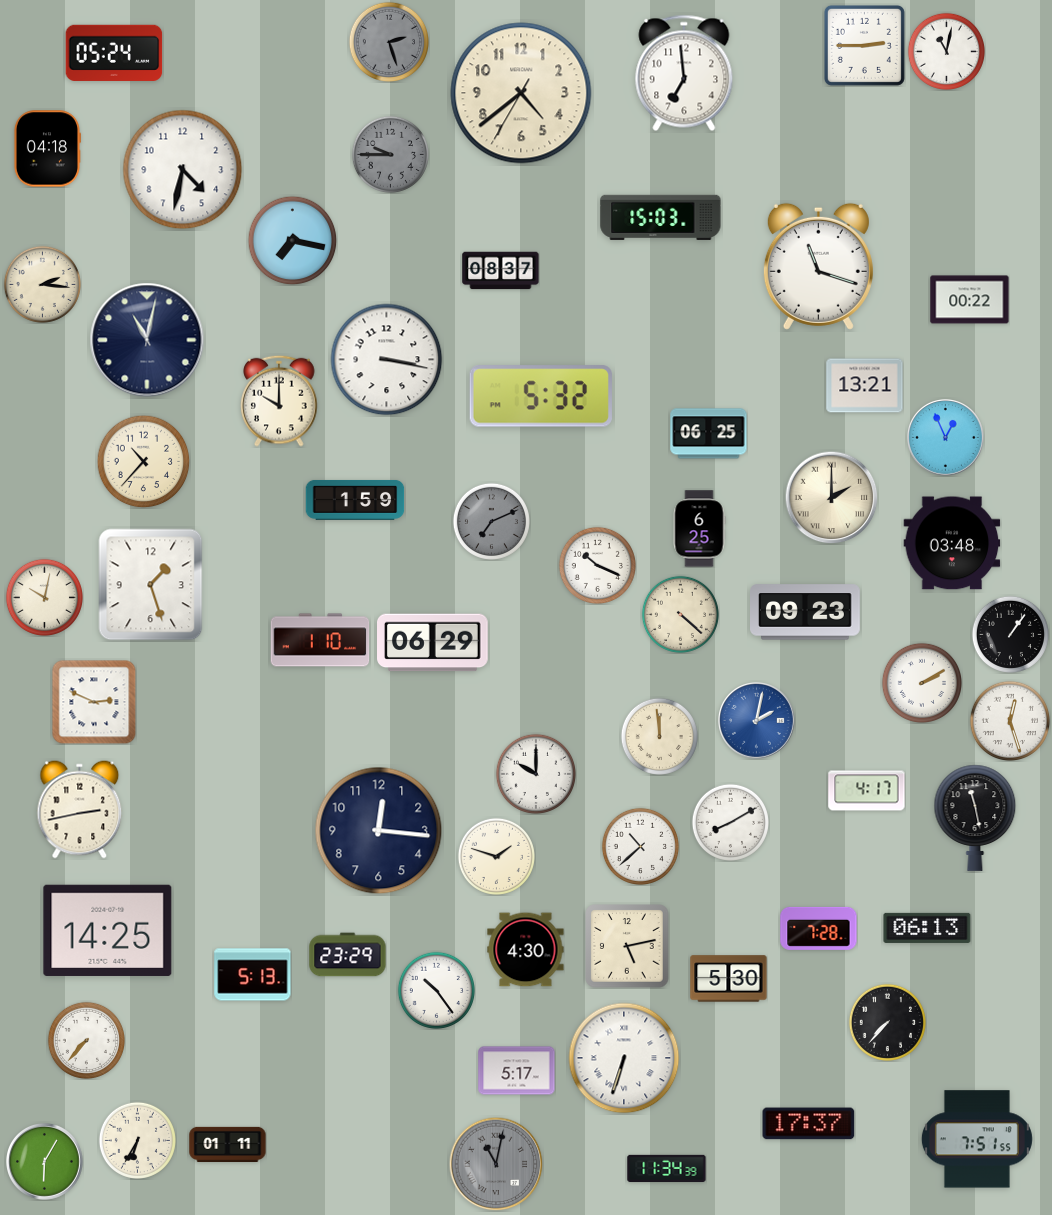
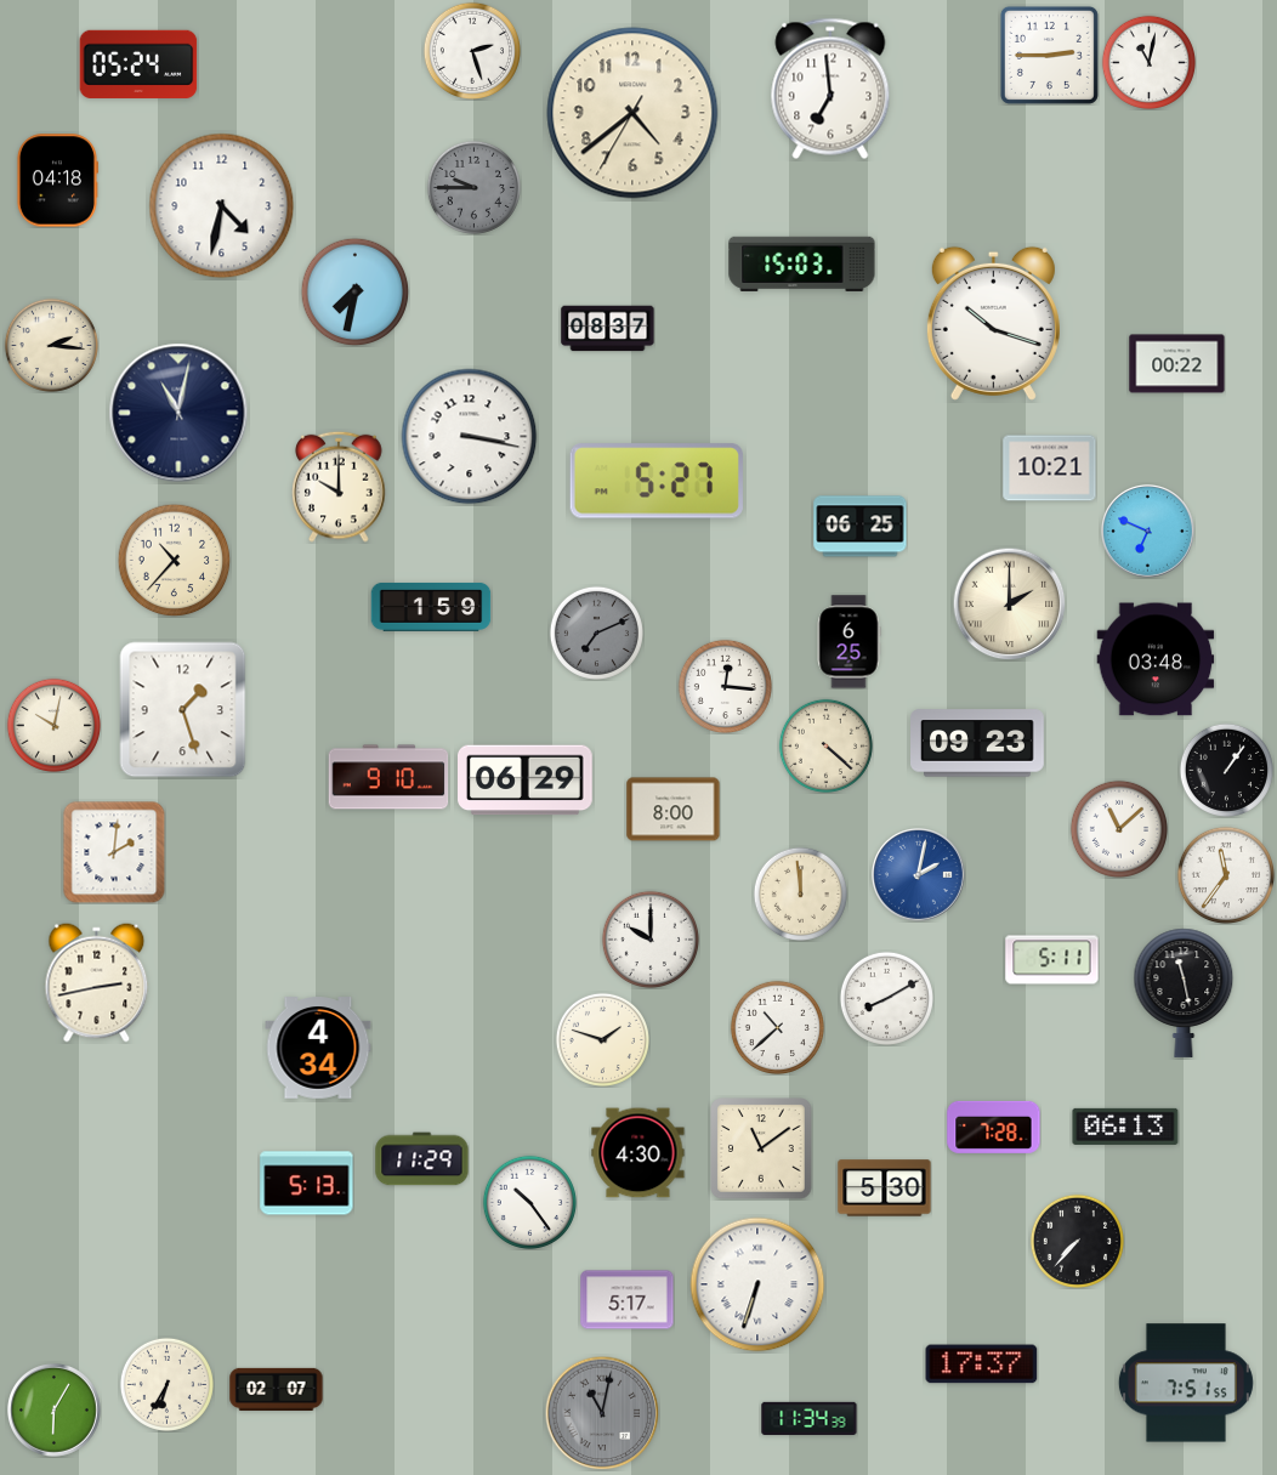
clock at (388, 41) dial: grey -> white
clock at (292, 240): 7:17 -> 7:32
clock at (818, 266): 11:18 -> 10:18
clock at (865, 386): 13:21 -> 10:21
clock at (541, 396): 5:32 -> 5:27
clock at (946, 438): 12:56 -> 6:49
clock at (597, 565): 10:19 -> 12:16
clock at (320, 640): 1:10 -> 9:10
clock at (674, 810): none -> 8:00
clock at (921, 682): 2:10 -> 11:08
clock at (94, 702): 2:49 -> 2:01
clock at (1009, 720): 12:27 -> 11:36
clock at (867, 791): 4:17 -> 5:11
clock at (379, 831): 12:16 -> none
clock at (318, 1048): none -> 4:34
clock at (108, 930): 14:25 -> none
clock at (627, 946): 5:13 -> 11:09
clock at (348, 955): 23:29 -> 11:29
clock at (86, 1040): 7:37 -> none
clock at (228, 1144): 01:11 -> 02:07
